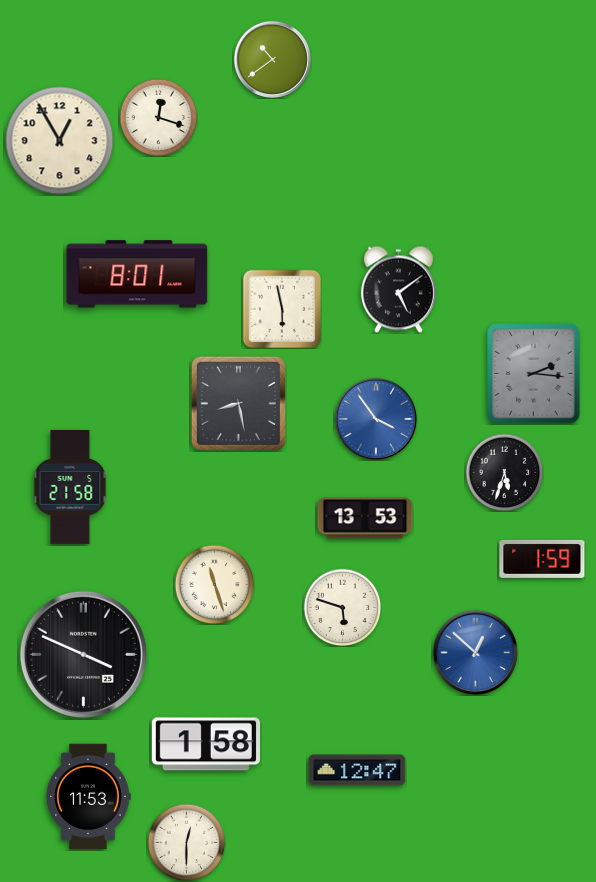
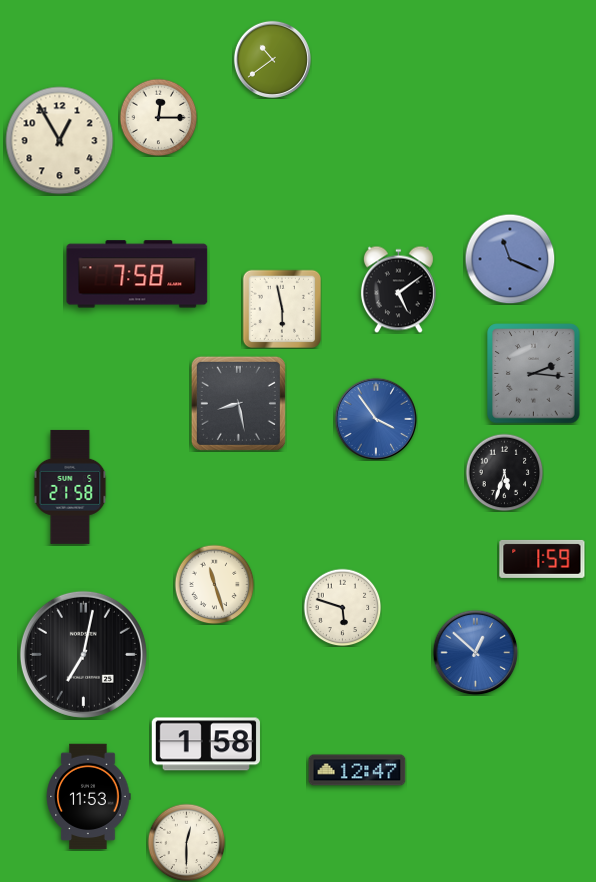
clock at (158, 117): 12:18 -> 12:15
clock at (510, 259): none -> 11:19
clock at (137, 274): 8:01 -> 7:58
clock at (365, 518): 13:53 -> none
clock at (83, 654): 3:49 -> 7:02
